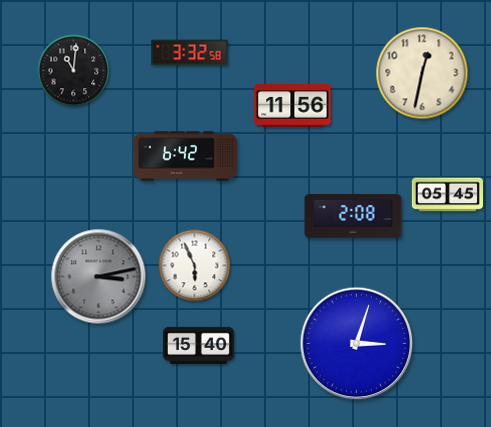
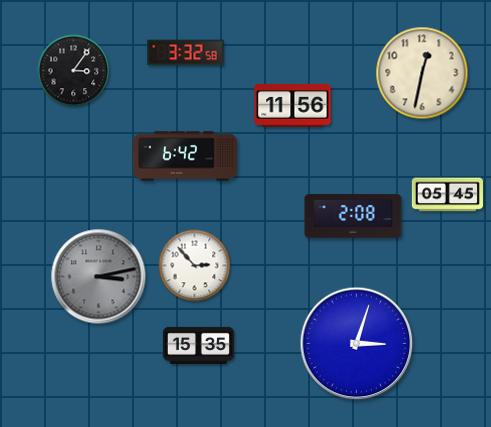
clock at (190, 53) position: (190, 53) -> (186, 53)
clock at (74, 71): 11:01 -> 3:06
clock at (195, 266): 5:56 -> 2:53
clock at (198, 345): 15:40 -> 15:35
